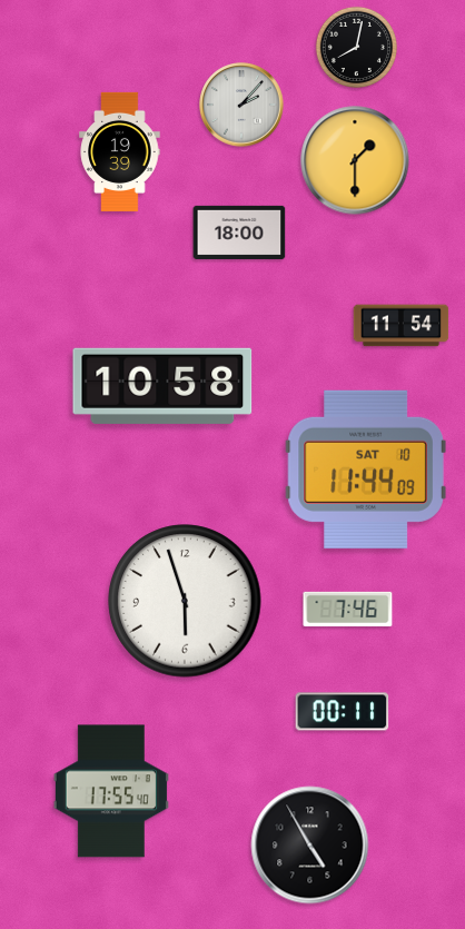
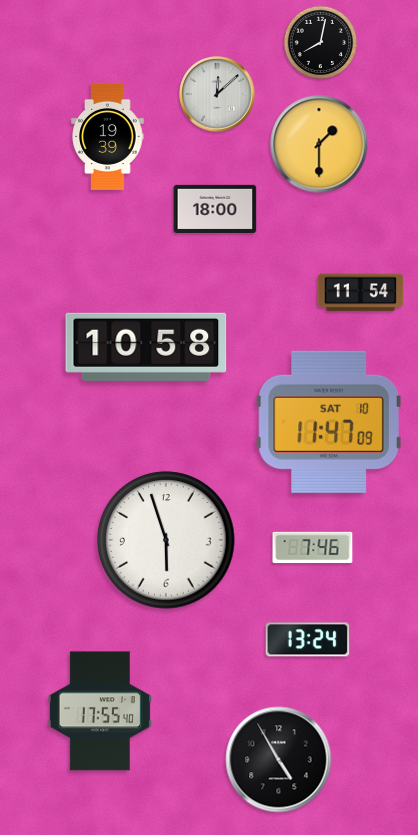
clock at (241, 105): 2:07 -> 12:08
clock at (366, 470): 11:44 -> 11:47
clock at (343, 712): 00:11 -> 13:24
